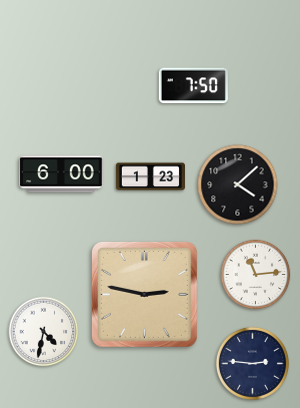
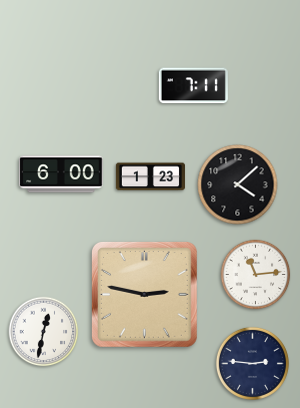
clock at (193, 86): 7:50 -> 7:11
clock at (44, 332): 4:32 -> 12:32
